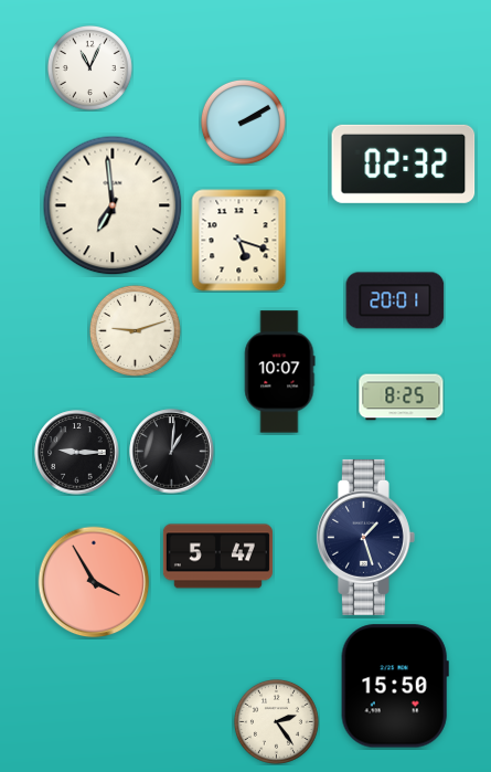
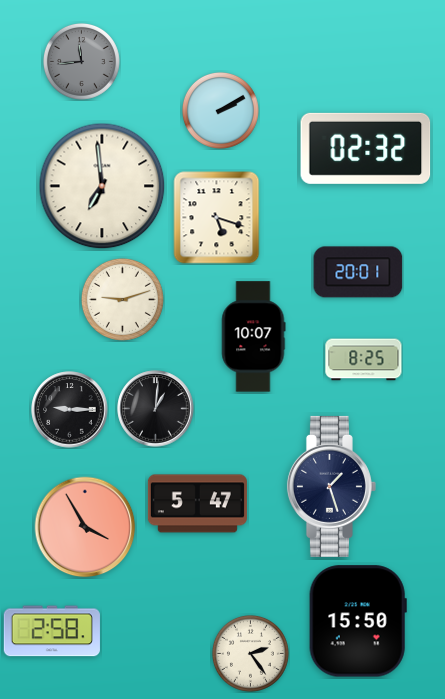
clock at (89, 67): 11:04 -> 11:44
clock at (89, 67) dial: white -> grey
clock at (52, 631): none -> 2:58
